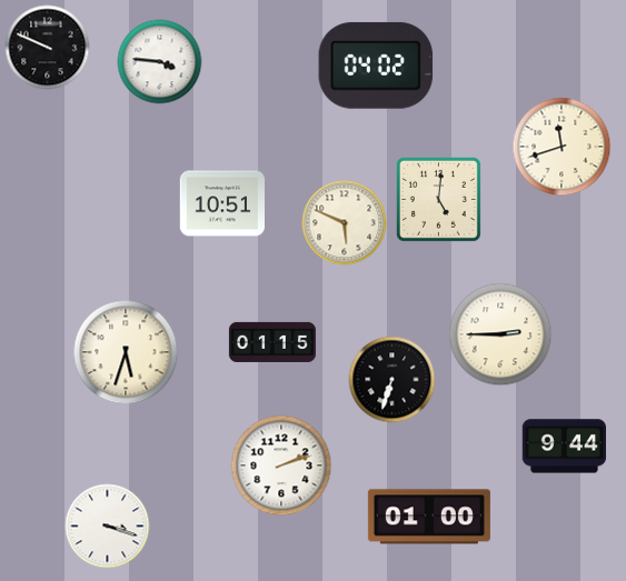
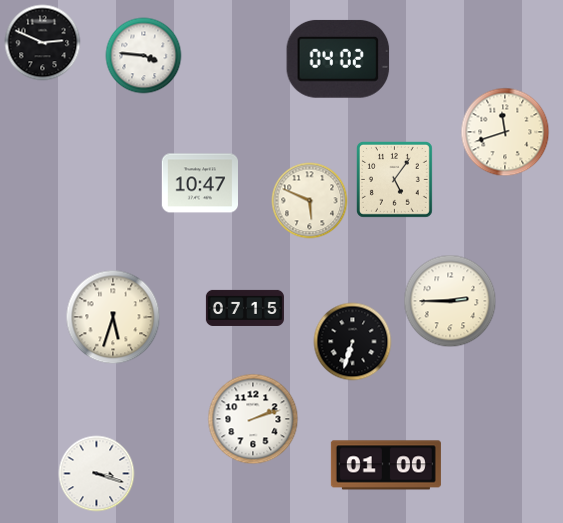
clock at (48, 48): 9:49 -> 2:49
clock at (438, 199): 5:01 -> 5:06
clock at (221, 203): 10:51 -> 10:47
clock at (272, 342): 01:15 -> 07:15
clock at (564, 447): 9:44 -> none
